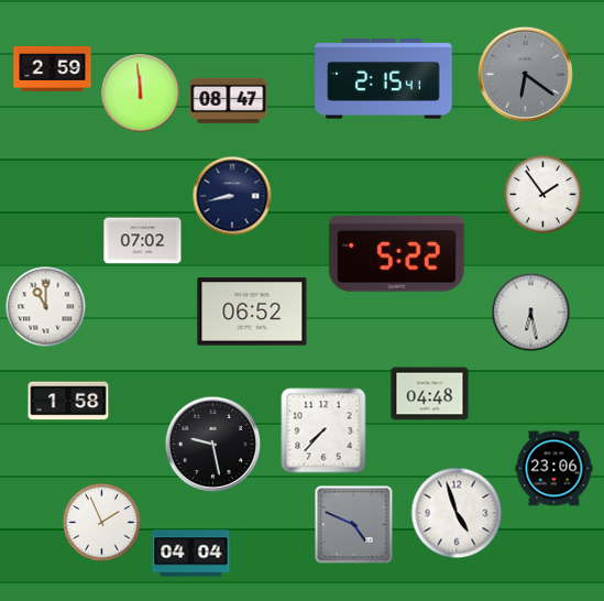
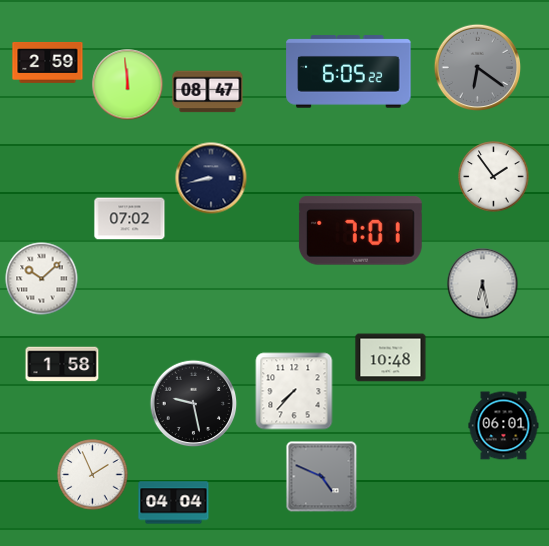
clock at (384, 79): 2:15 -> 6:05
clock at (396, 254): 5:22 -> 7:01
clock at (46, 307): 11:00 -> 10:08
clock at (252, 312): 06:52 -> none
clock at (430, 394): 04:48 -> 10:48
clock at (554, 469): 23:06 -> 06:01
clock at (457, 513): 4:57 -> none
